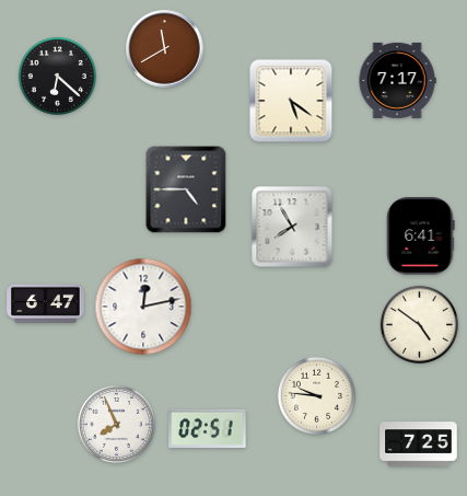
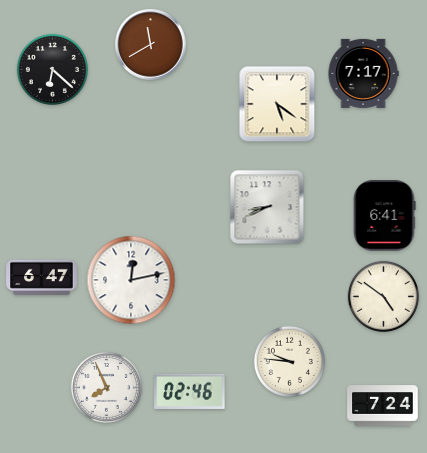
clock at (291, 101) position: (291, 101) -> (277, 104)
clock at (186, 189): 4:45 -> none
clock at (292, 227): 7:55 -> 8:41
clock at (208, 428): 02:51 -> 02:46
clock at (419, 445): 7:25 -> 7:24
